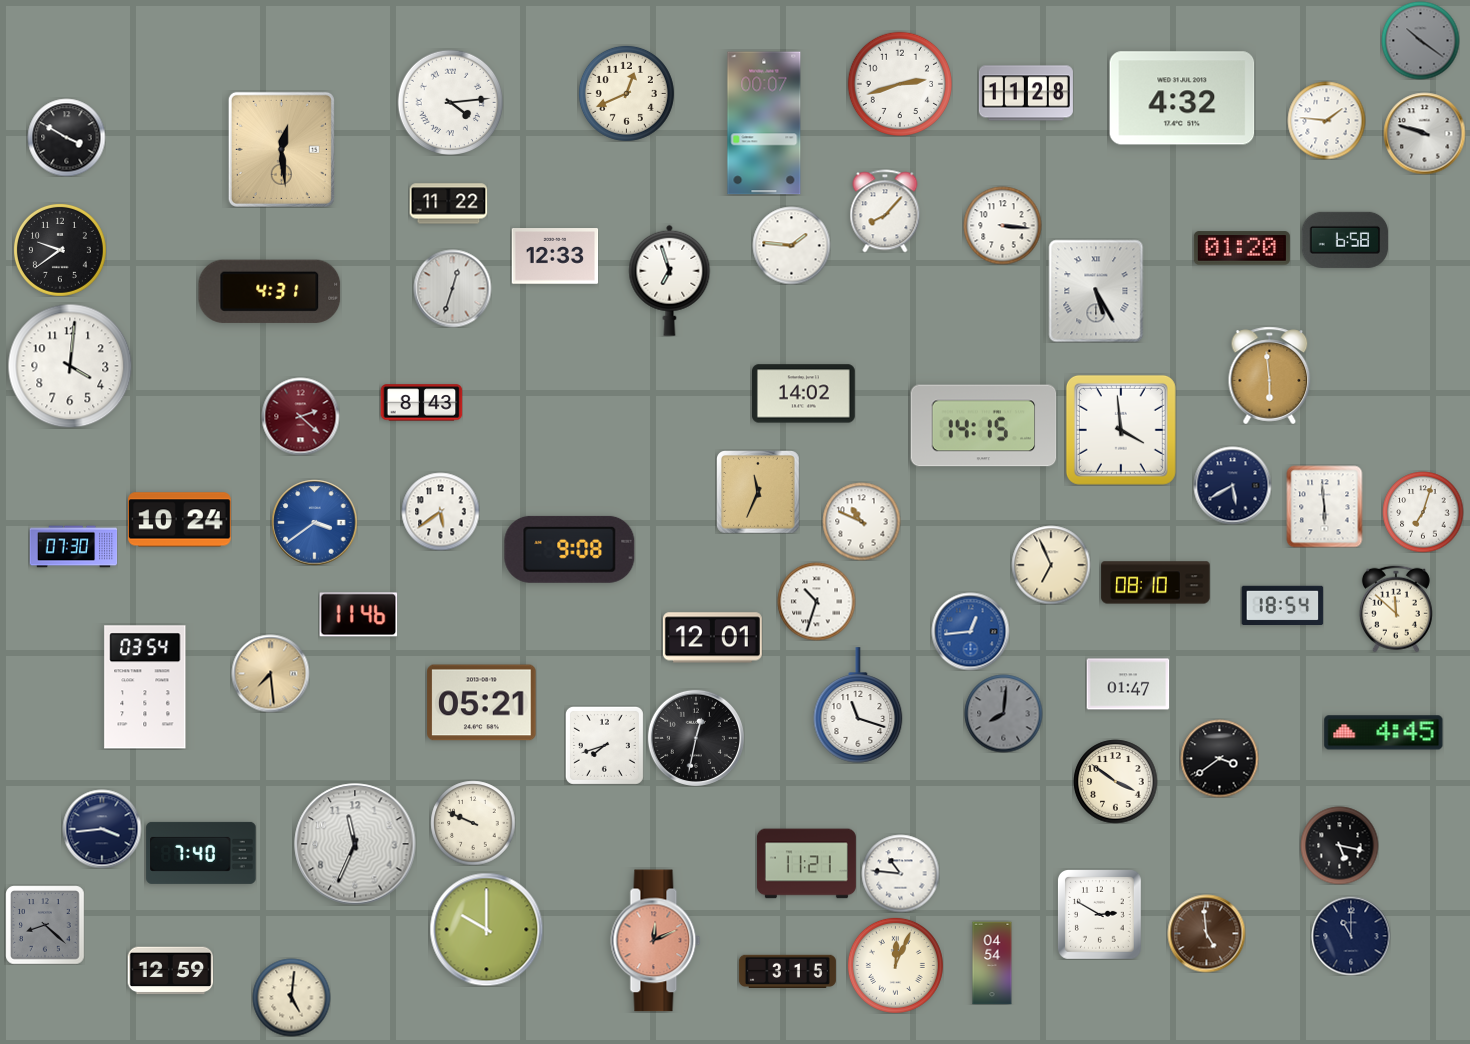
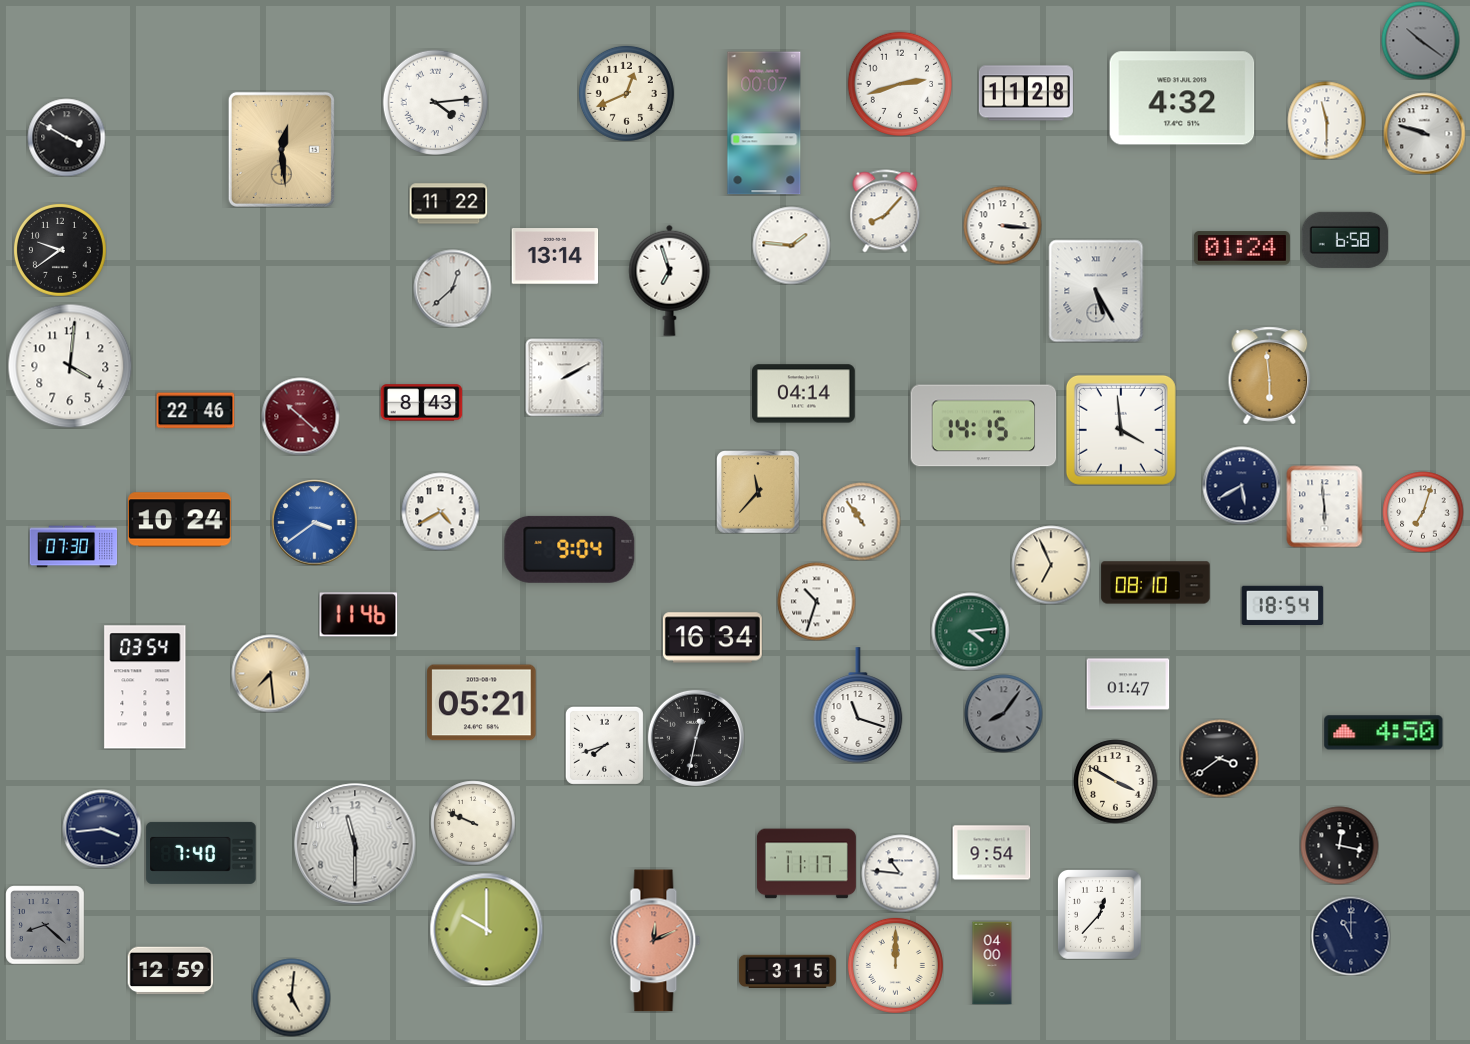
clock at (450, 102) position: (450, 102) -> (435, 102)
clock at (1326, 120): 1:46 -> 11:30
clock at (1242, 248): 01:20 -> 01:24
clock at (555, 256): 12:33 -> 13:14
clock at (452, 288): 12:33 -> 12:38
clock at (270, 291): 4:31 -> none
clock at (564, 377): none -> 2:10
clock at (804, 394): 14:02 -> 04:14
clock at (195, 411): none -> 22:46
clock at (300, 416): 2:22 -> 10:22
clock at (1232, 485) position: (1232, 485) -> (1241, 485)
clock at (758, 492): 11:34 -> 11:37
clock at (440, 511): 5:39 -> 4:40
clock at (861, 521): 10:49 -> 10:54
clock at (570, 549): 9:08 -> 9:04
clock at (1396, 609): 11:52 -> none
clock at (970, 631): 12:44 -> 4:14
clock at (970, 631) dial: blue -> green
clock at (712, 638): 12:01 -> 16:34
clock at (1003, 713): 8:01 -> 8:06
clock at (1384, 733): 4:45 -> 4:50
clock at (1115, 781): 3:51 -> 3:50
clock at (355, 844): 11:34 -> 11:30
clock at (1339, 845): 5:17 -> 12:17
clock at (991, 853): none -> 9:54
clock at (806, 864): 11:21 -> 11:17
clock at (1100, 915): 2:50 -> 12:37
clock at (1206, 933): 4:59 -> none
clock at (992, 963): 04:54 -> 04:00
clock at (895, 965): 12:04 -> 12:00
